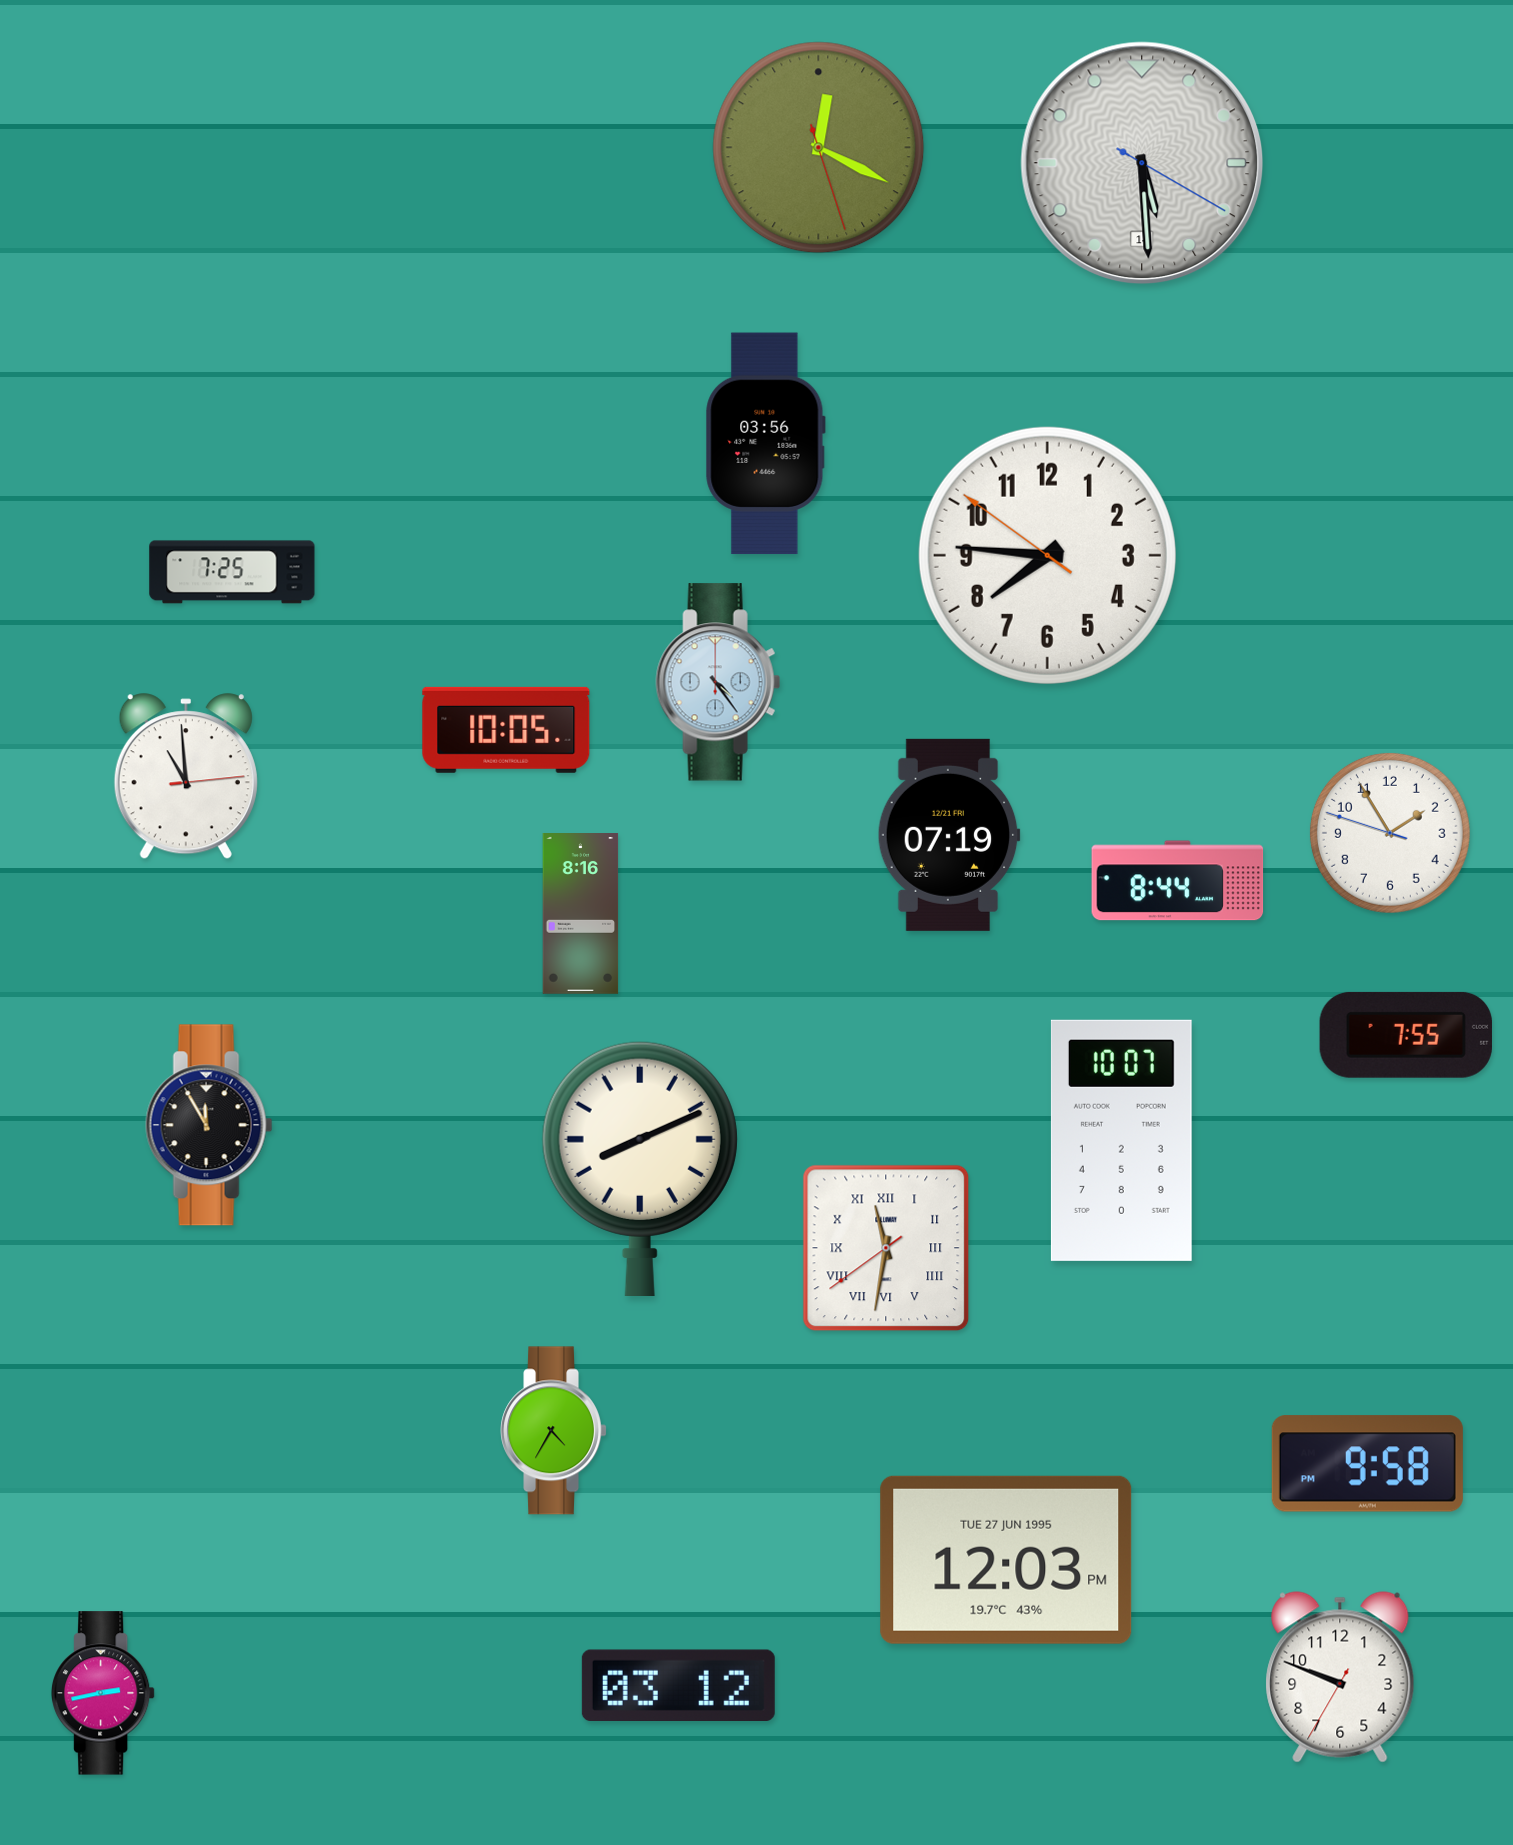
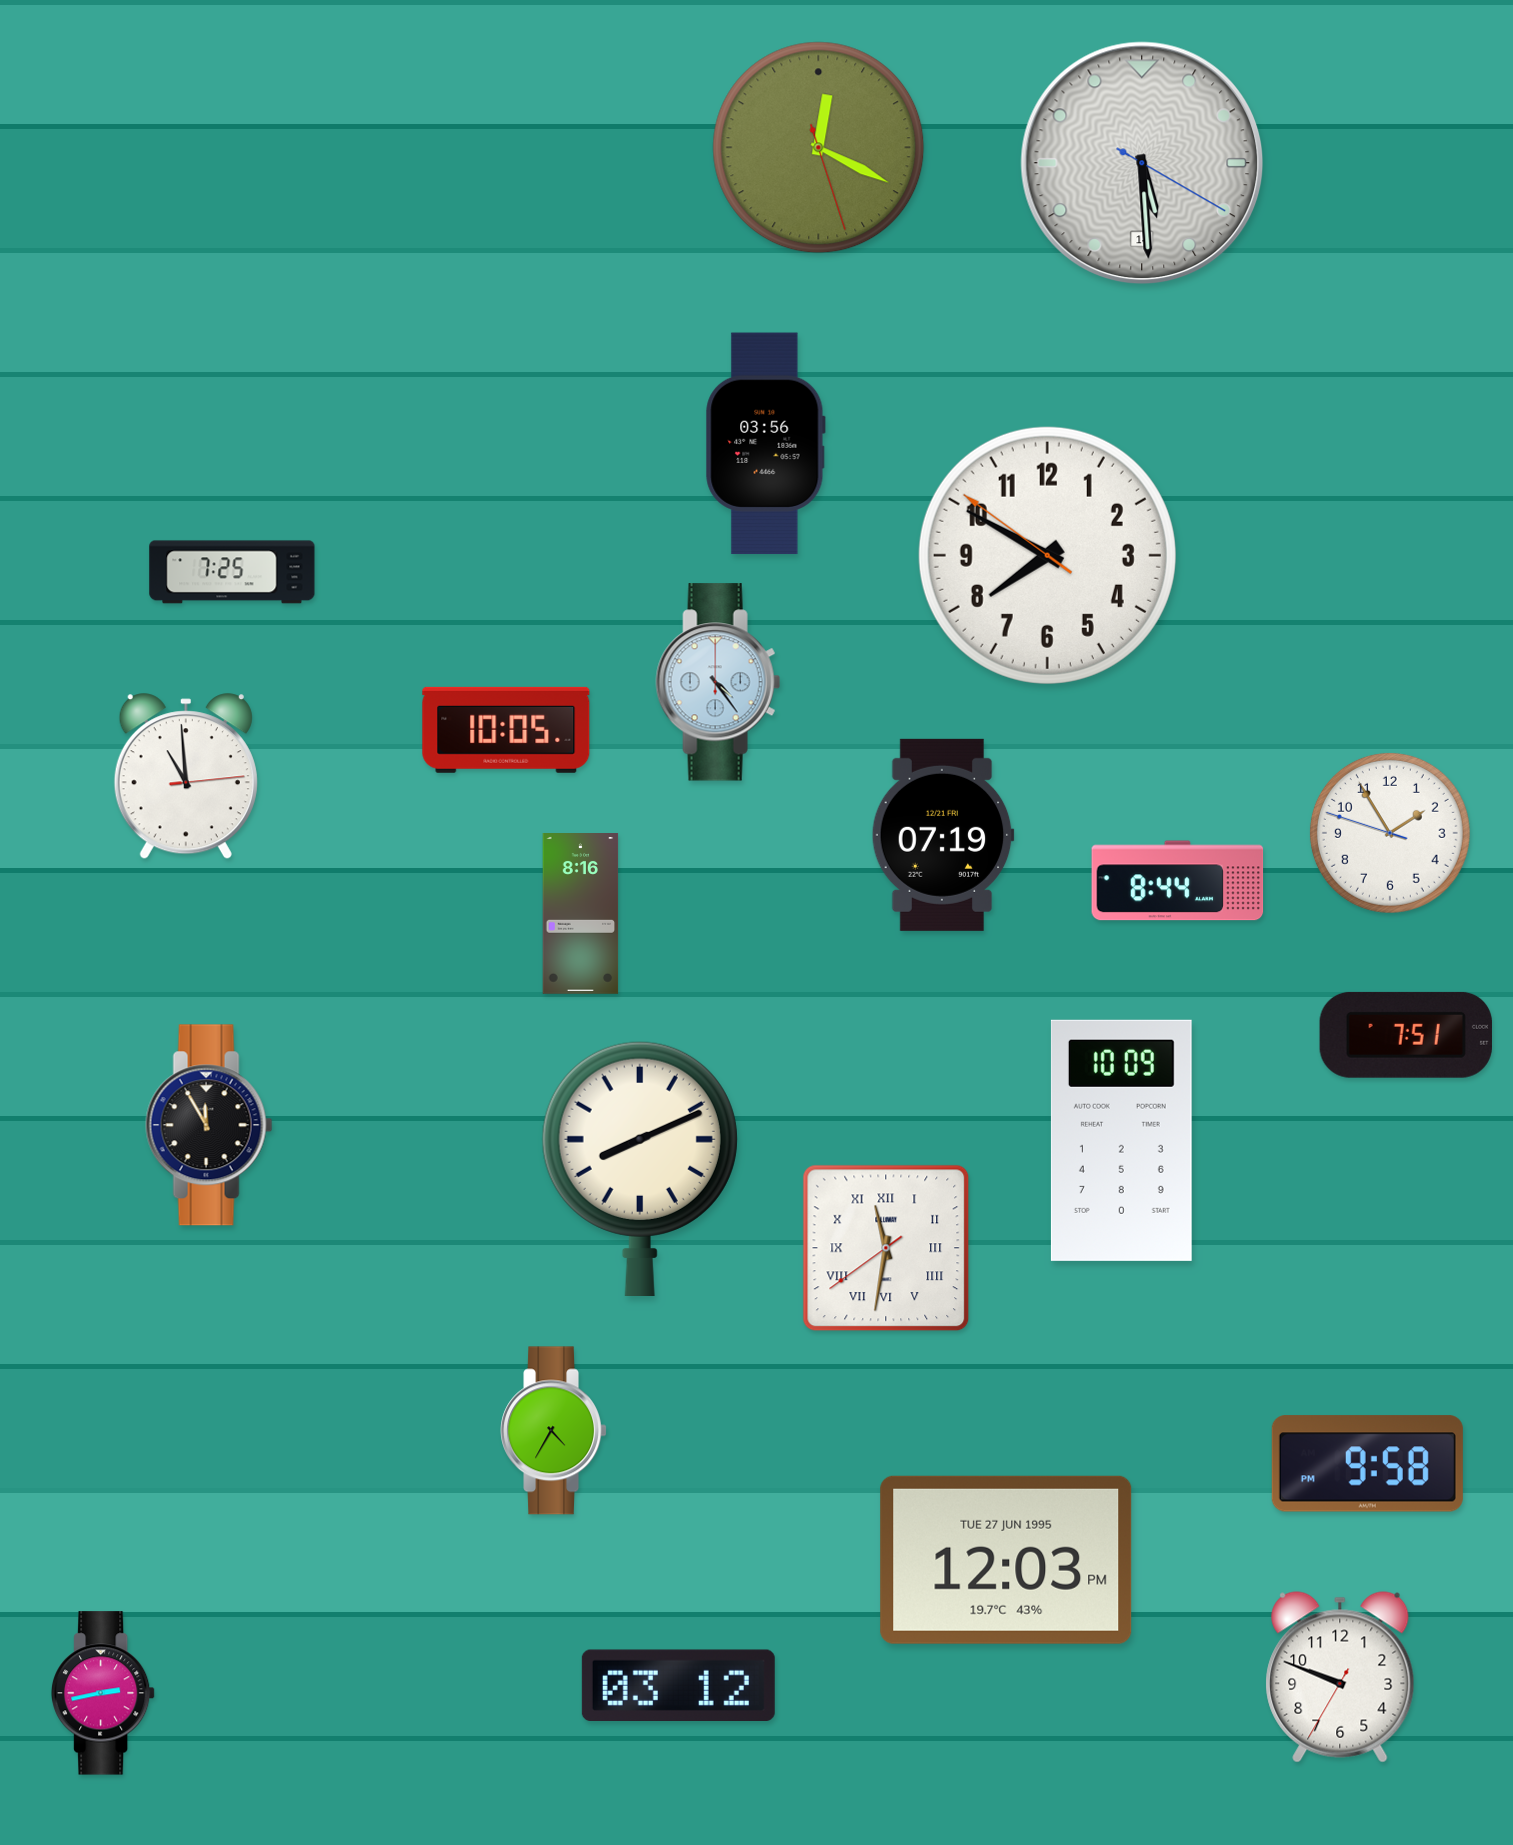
clock at (1047, 555): 7:45 -> 7:49
clock at (949, 835) position: (949, 835) -> (943, 835)
clock at (1406, 1035): 7:55 -> 7:51
clock at (1121, 1140): 10:07 -> 10:09
